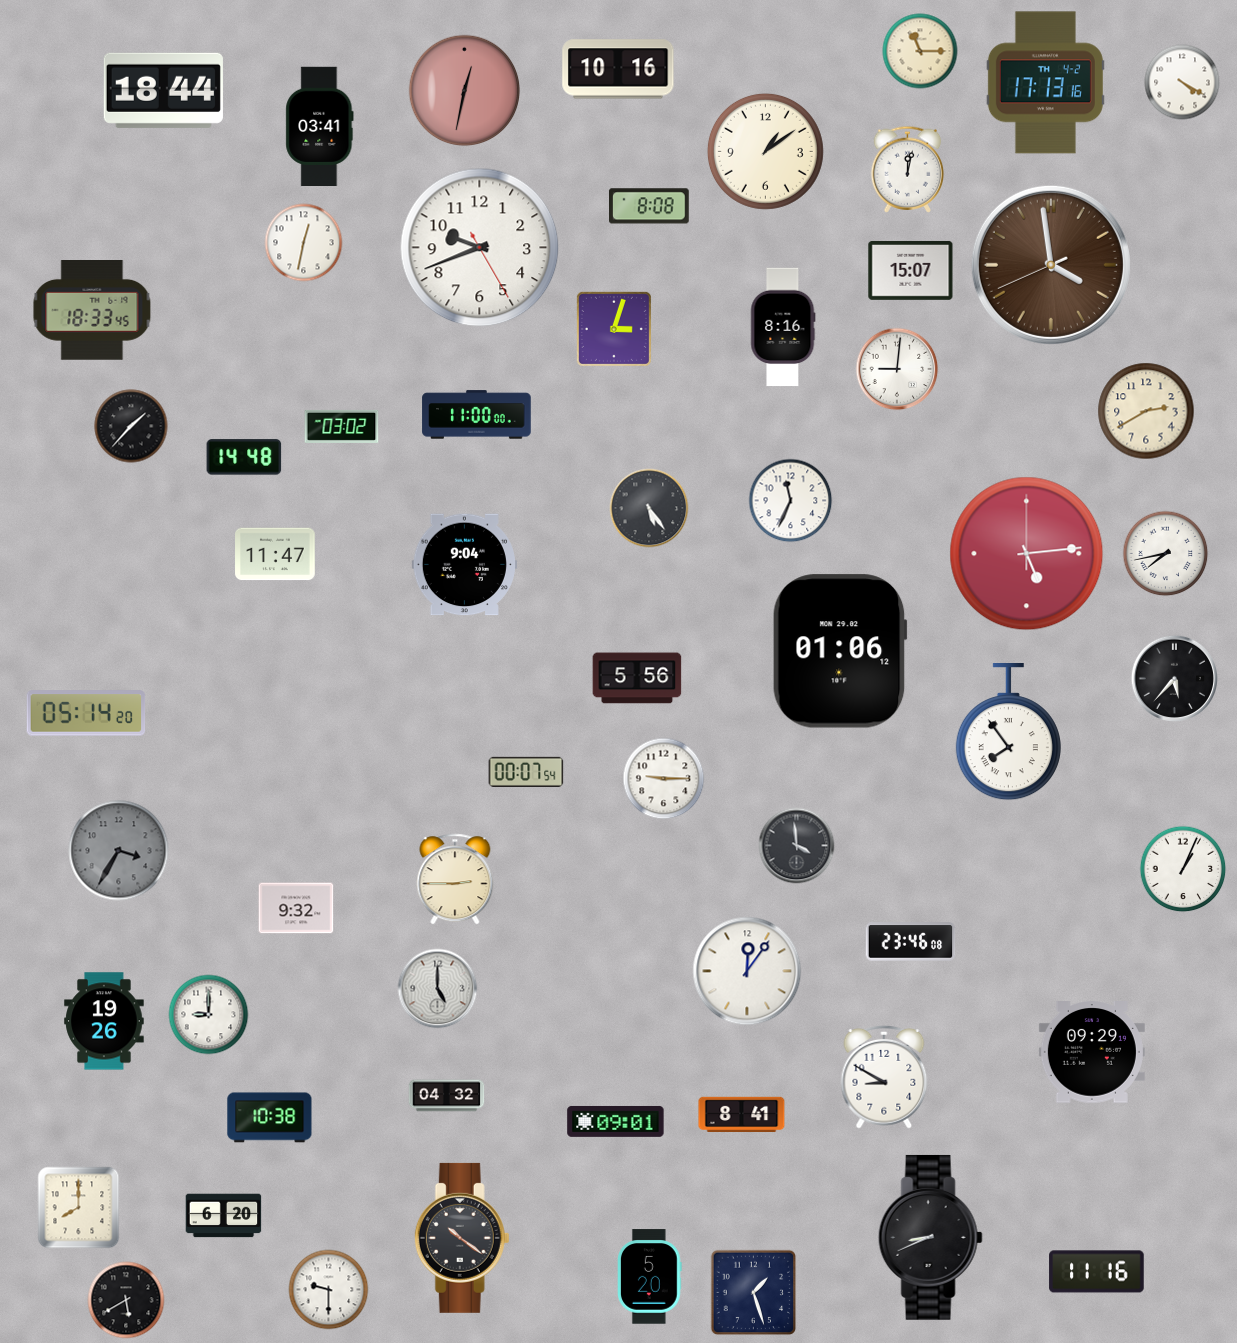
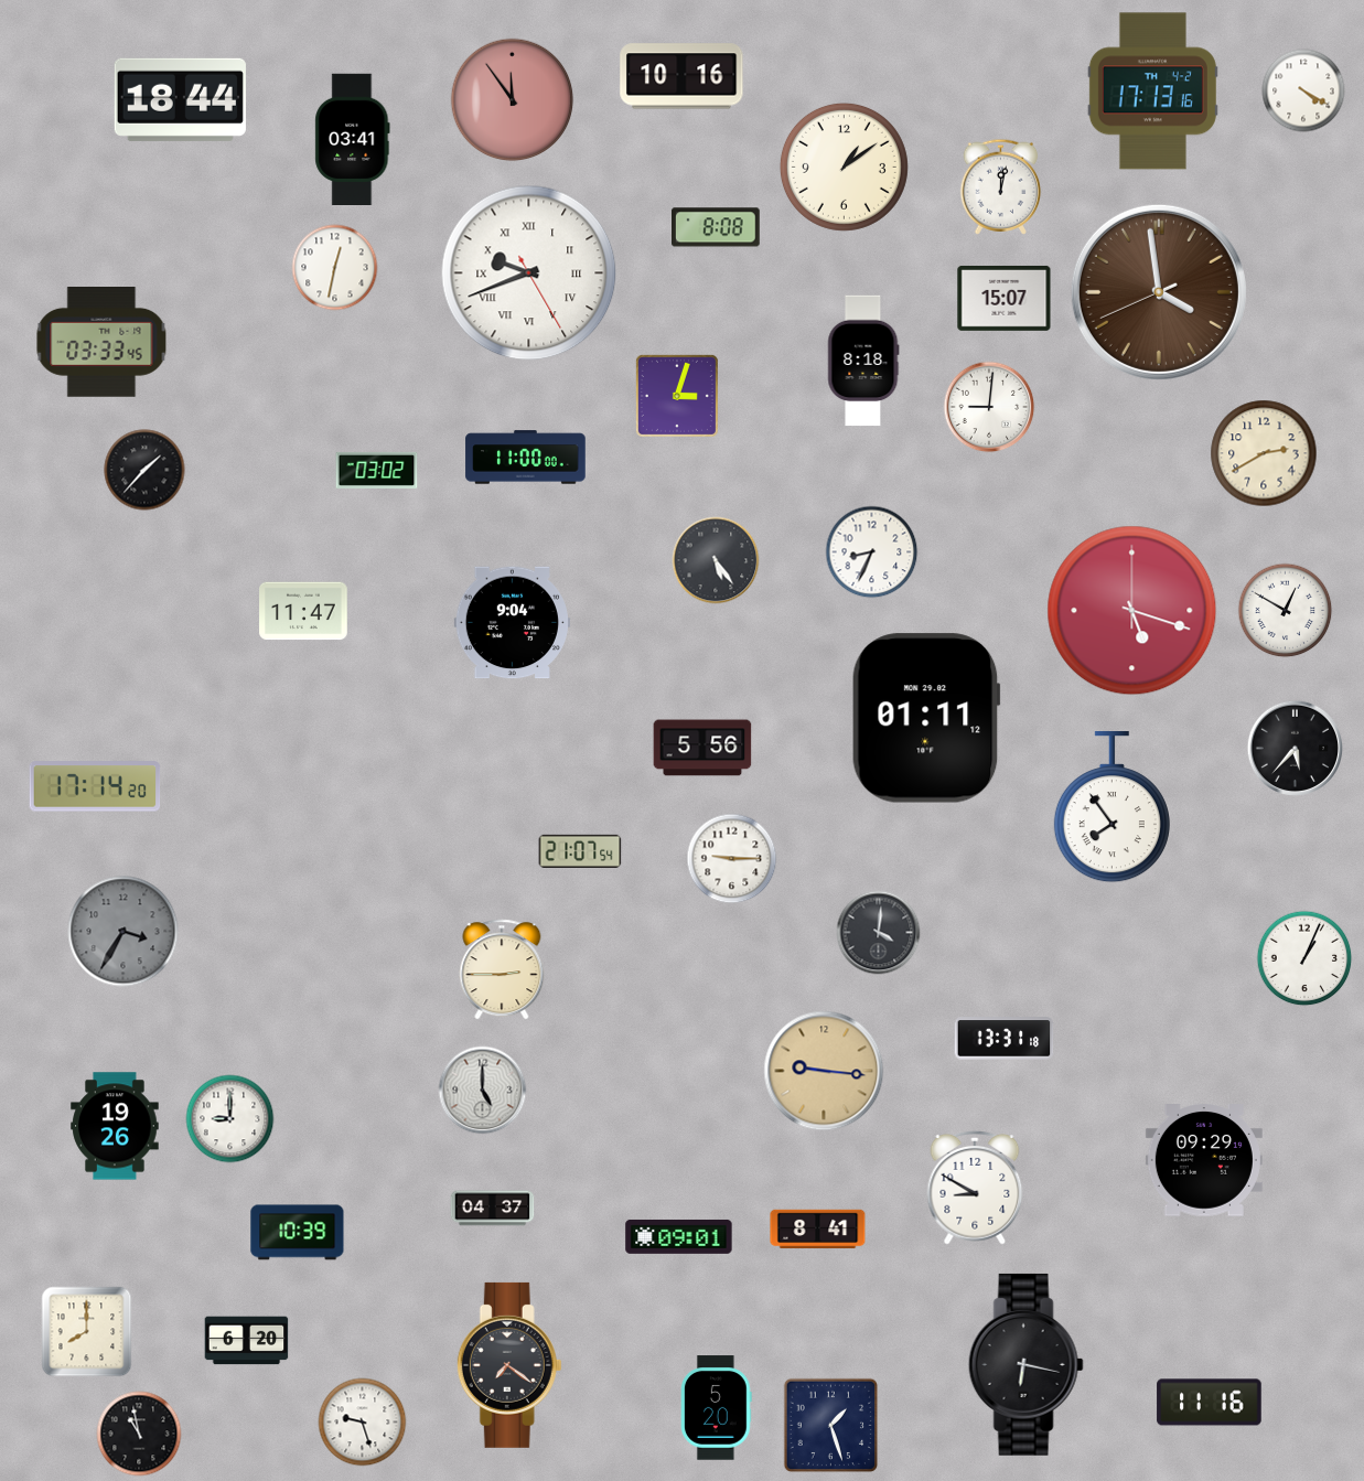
clock at (920, 51): 11:15 -> none
clock at (465, 91): 12:32 -> 11:54
clock at (480, 248) numerals: Arabic -> Roman
clock at (92, 311): 18:33 -> 03:33
clock at (783, 327): 8:16 -> 8:18
clock at (614, 329) position: (614, 329) -> (677, 396)
clock at (244, 457): 14:48 -> none
clock at (791, 501): 11:34 -> 8:34
clock at (1027, 554): 5:14 -> 5:18
clock at (1166, 554): 7:43 -> 12:50
clock at (840, 651): 01:06 -> 01:11
clock at (86, 713): 05:14 -> 17:14
clock at (526, 772): 00:07 -> 21:07
clock at (797, 846): 3:59 -> 4:01
clock at (119, 851) position: (119, 851) -> (123, 932)
clock at (296, 908): 9:32 -> none
clock at (911, 942): 23:46 -> 13:31
clock at (747, 971): 12:06 -> 9:16
clock at (747, 971) dial: white -> champagne
clock at (447, 1096): 04:32 -> 04:37
clock at (270, 1118): 10:38 -> 10:39
clock at (930, 1237): 8:41 -> 6:17
clock at (462, 1238): 10:21 -> 7:21
clock at (329, 1290): 9:30 -> 9:27
clock at (126, 1300): 5:40 -> 10:58
